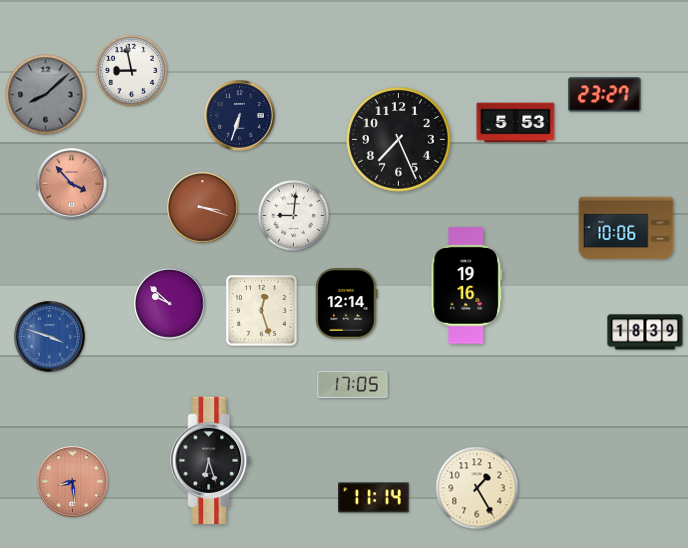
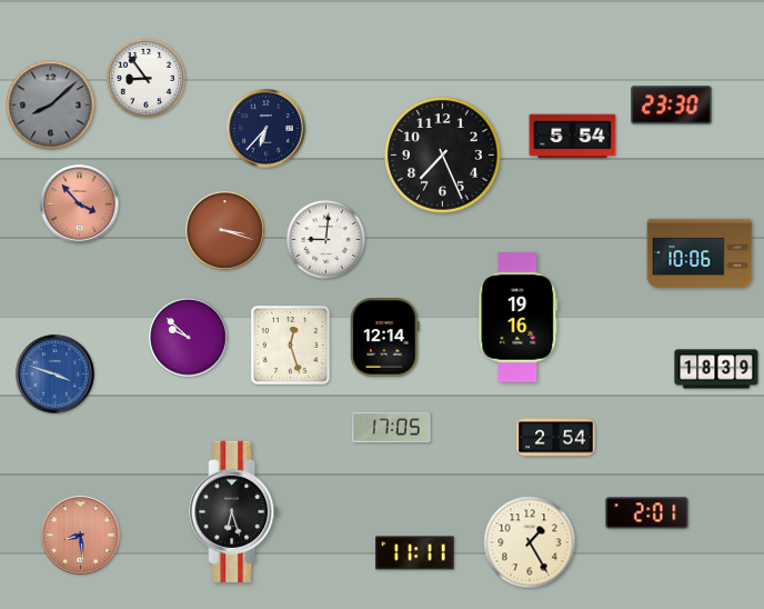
clock at (131, 70): 8:58 -> 8:54
clock at (605, 95): 23:27 -> 23:30
clock at (240, 116): 6:33 -> 6:37
clock at (516, 123): 5:53 -> 5:54
clock at (626, 228) position: (626, 228) -> (700, 253)
clock at (556, 438): none -> 2:54
clock at (647, 513): none -> 2:01
clock at (374, 498): 11:14 -> 11:11
